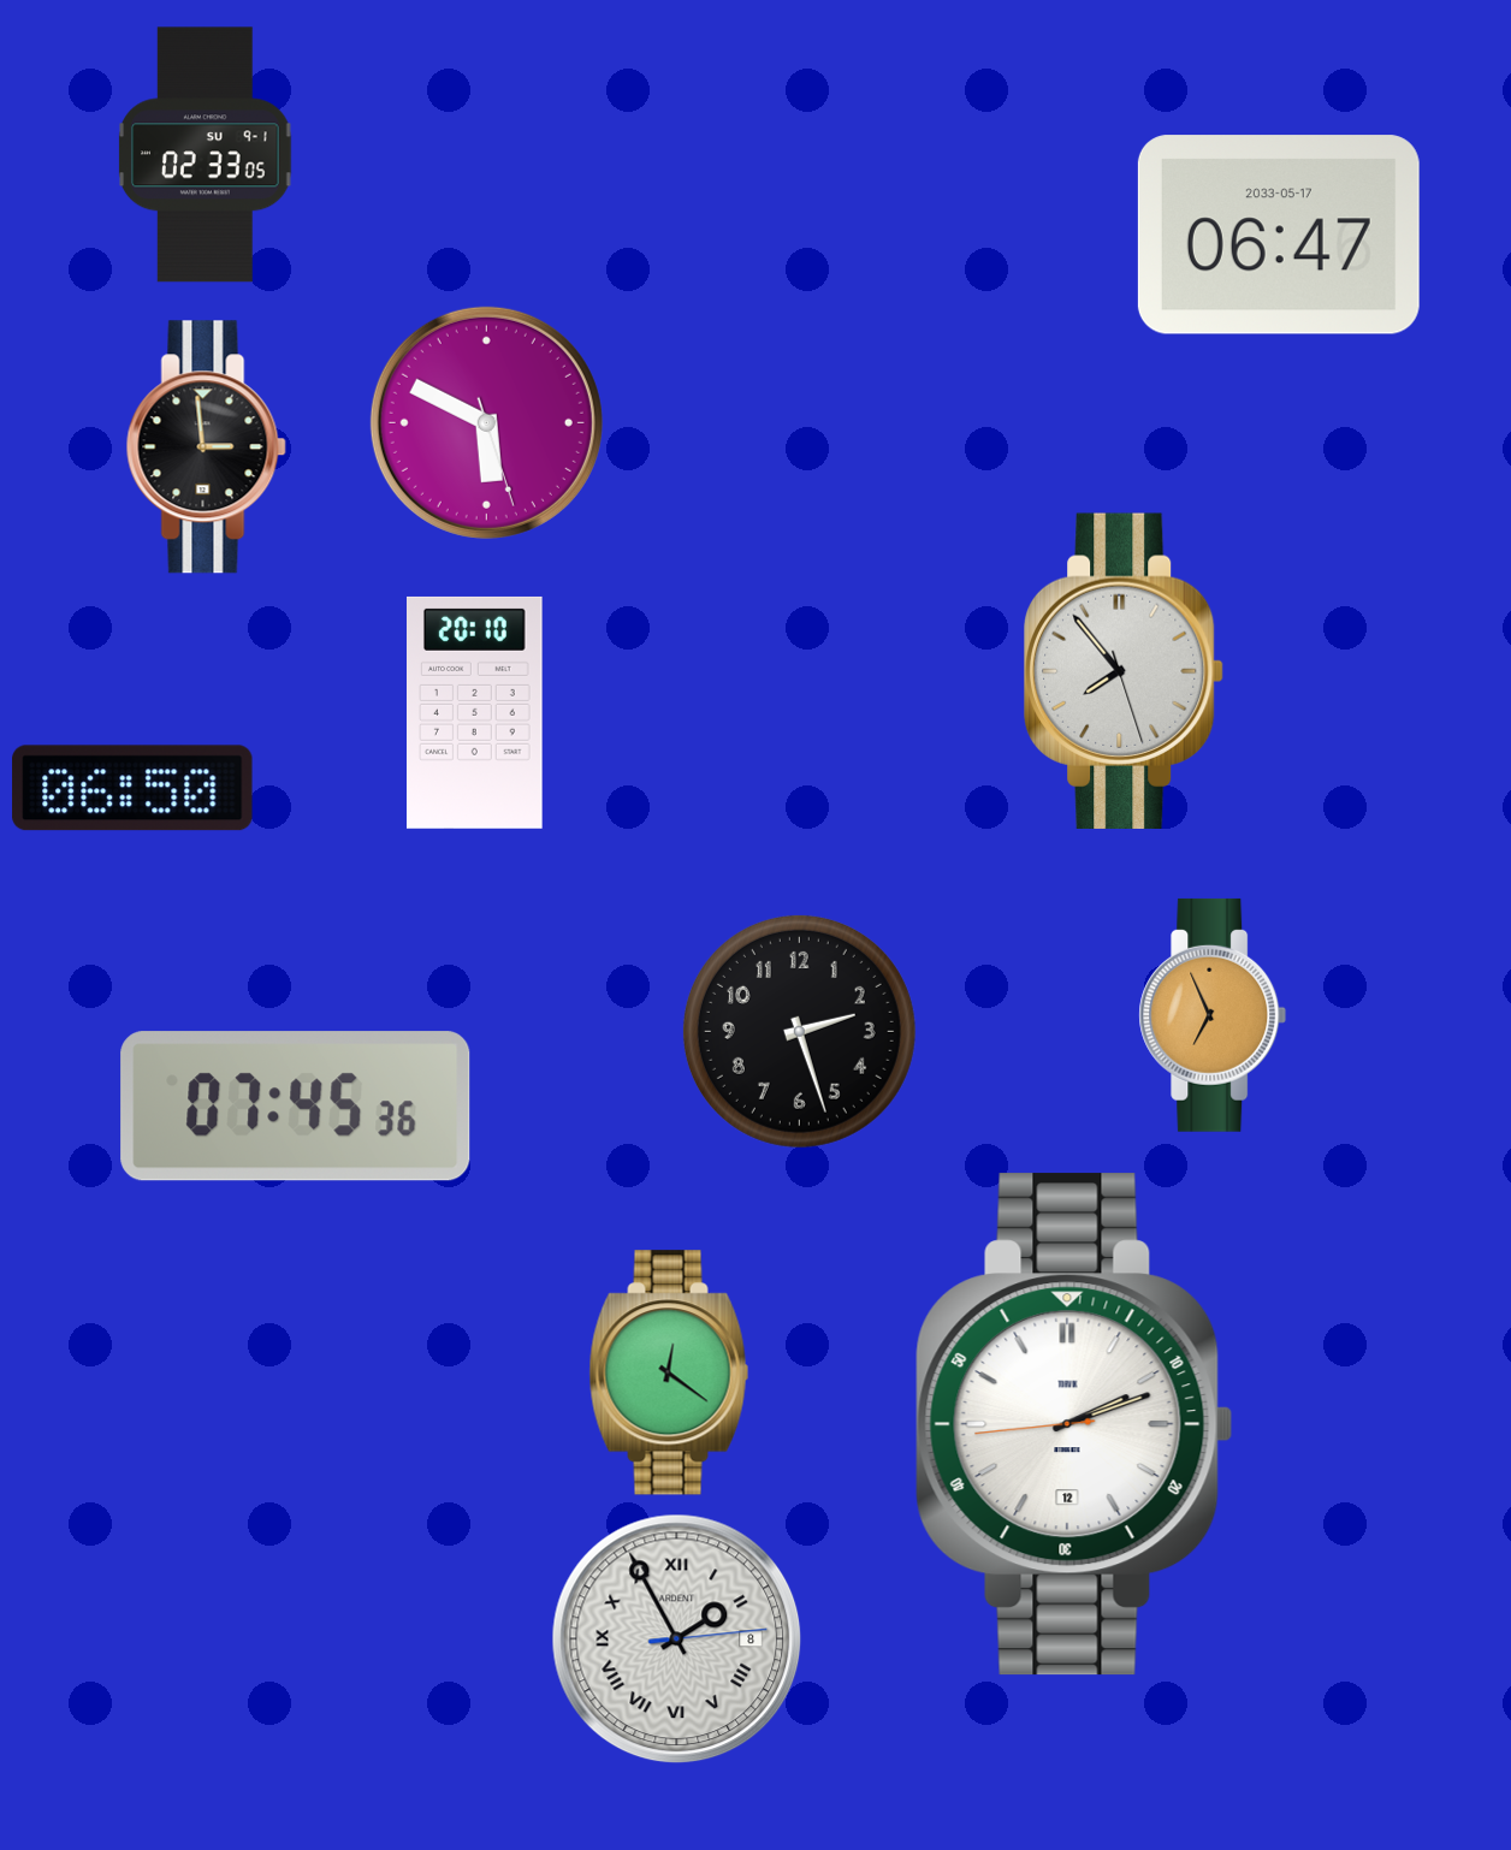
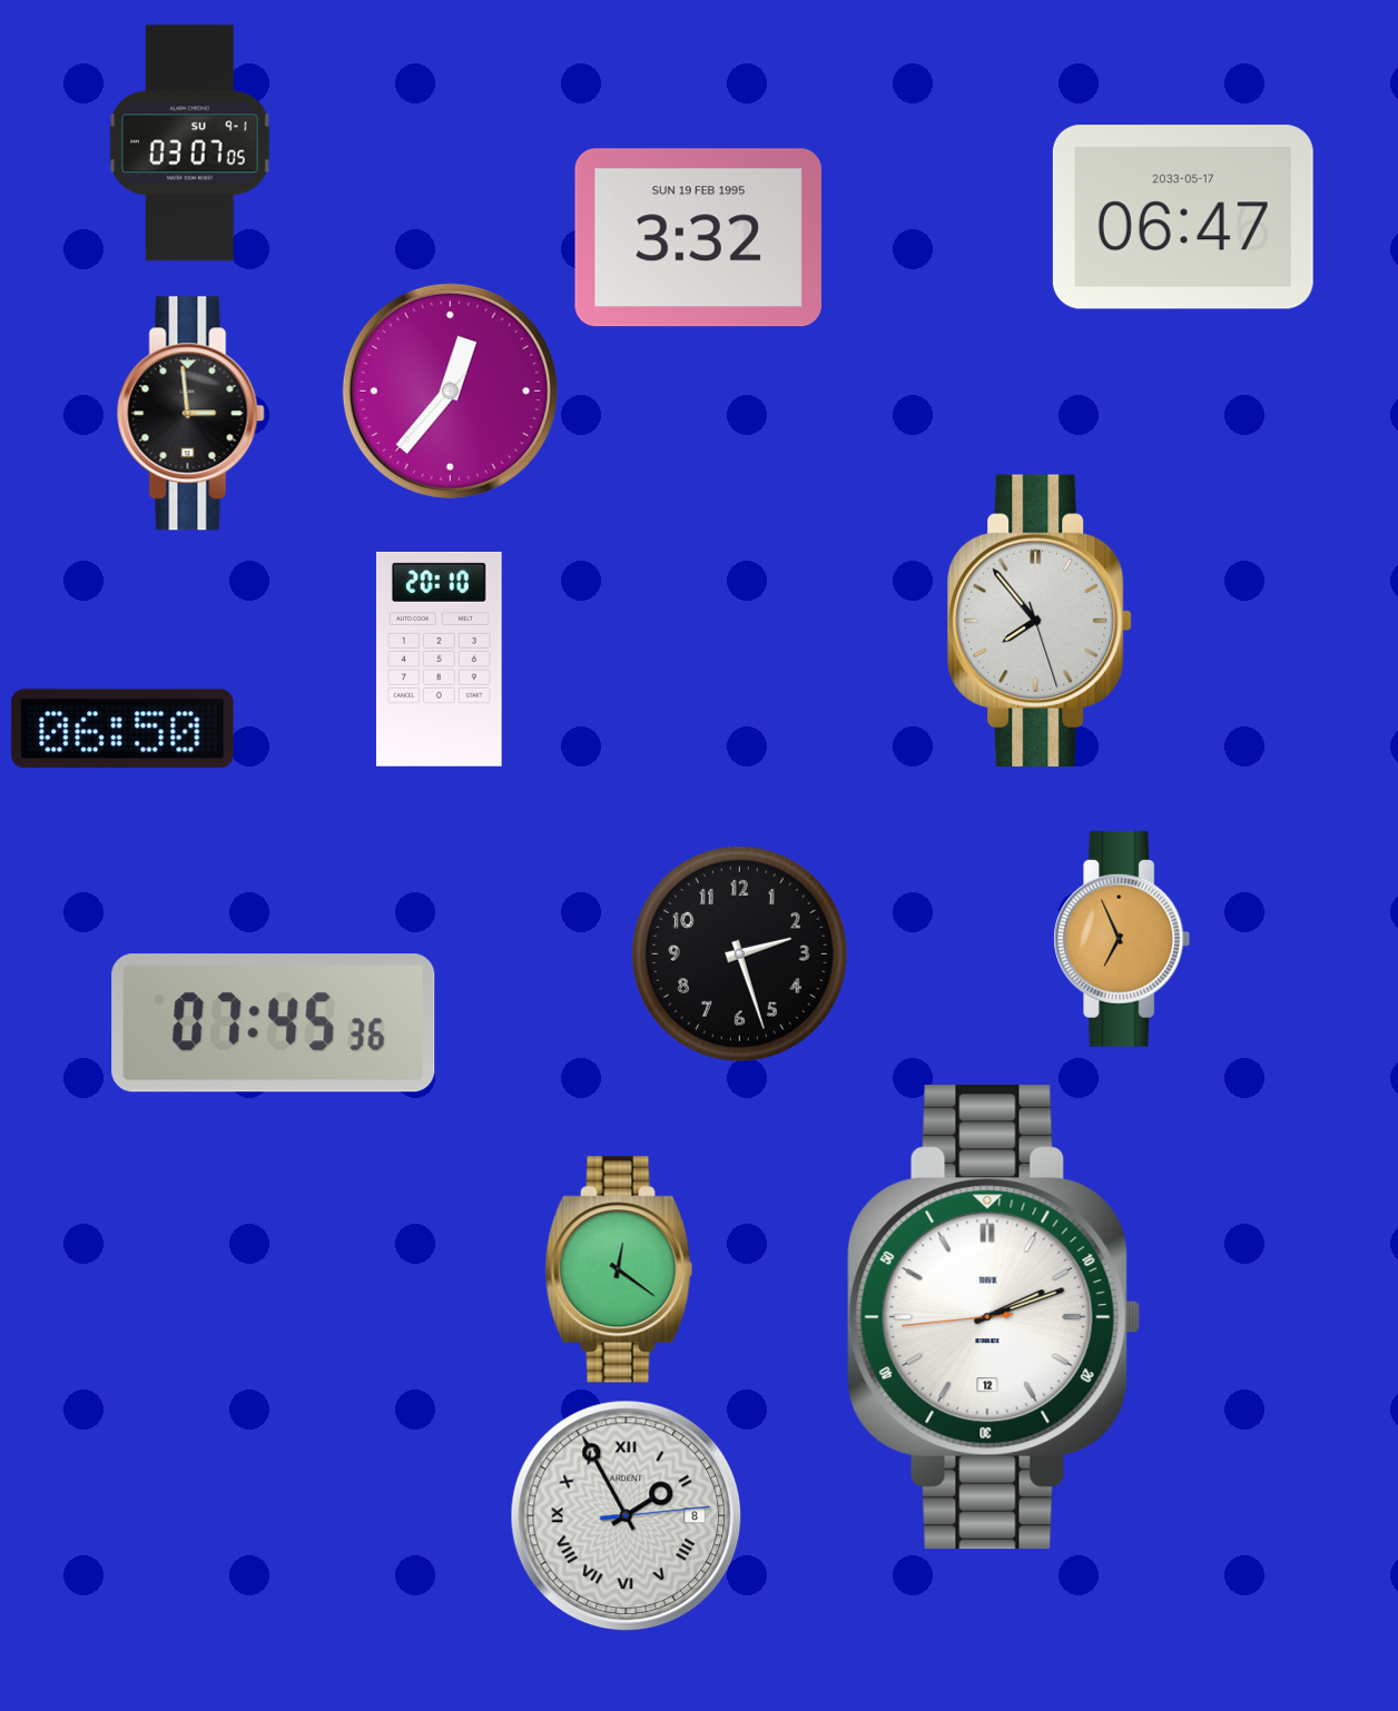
clock at (206, 155): 02:33 -> 03:07
clock at (698, 238): none -> 3:32
clock at (486, 422): 5:49 -> 12:36
